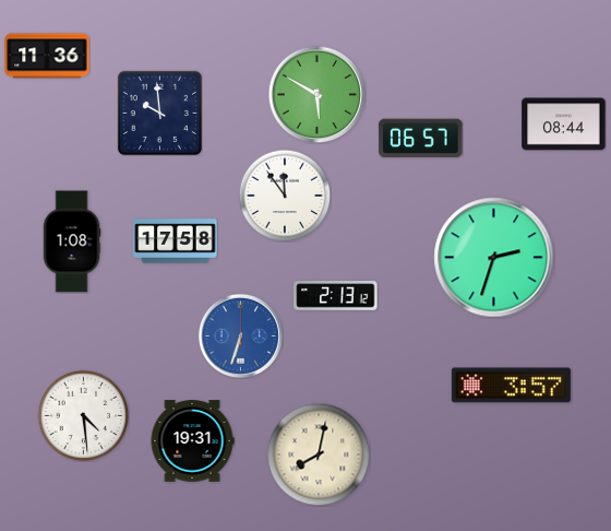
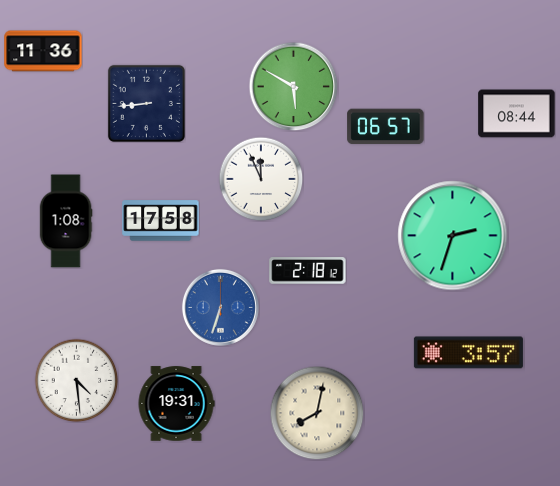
clock at (316, 94) position: (316, 94) -> (293, 86)
clock at (159, 113): 9:59 -> 8:44
clock at (285, 196): 11:54 -> 11:56
clock at (336, 296): 2:13 -> 2:18
clock at (319, 455) position: (319, 455) -> (317, 413)
